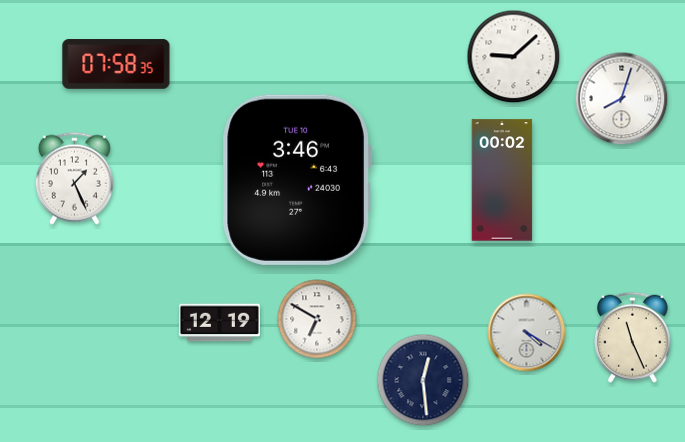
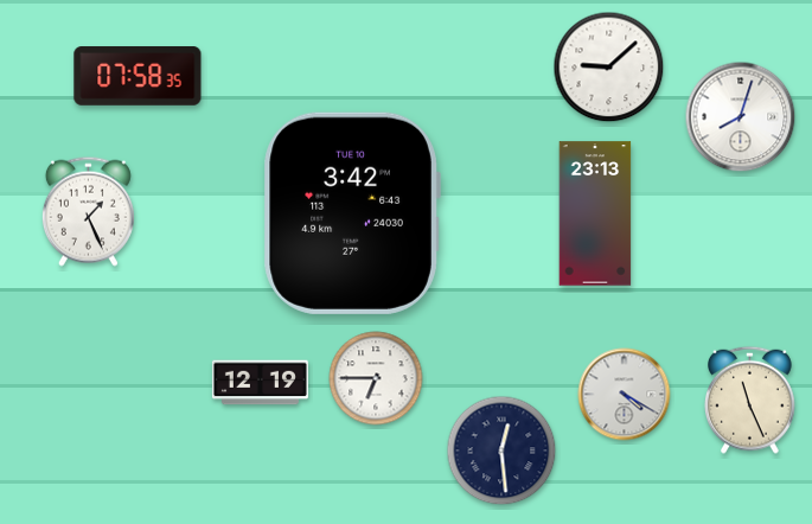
clock at (622, 99) position: (622, 99) -> (741, 117)
clock at (297, 180): 3:46 -> 3:42
clock at (502, 180): 00:02 -> 23:13
clock at (317, 319): 6:50 -> 6:45
